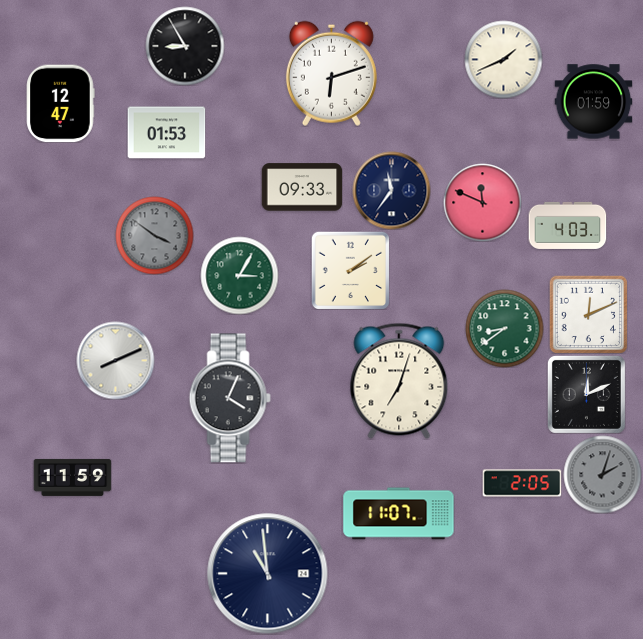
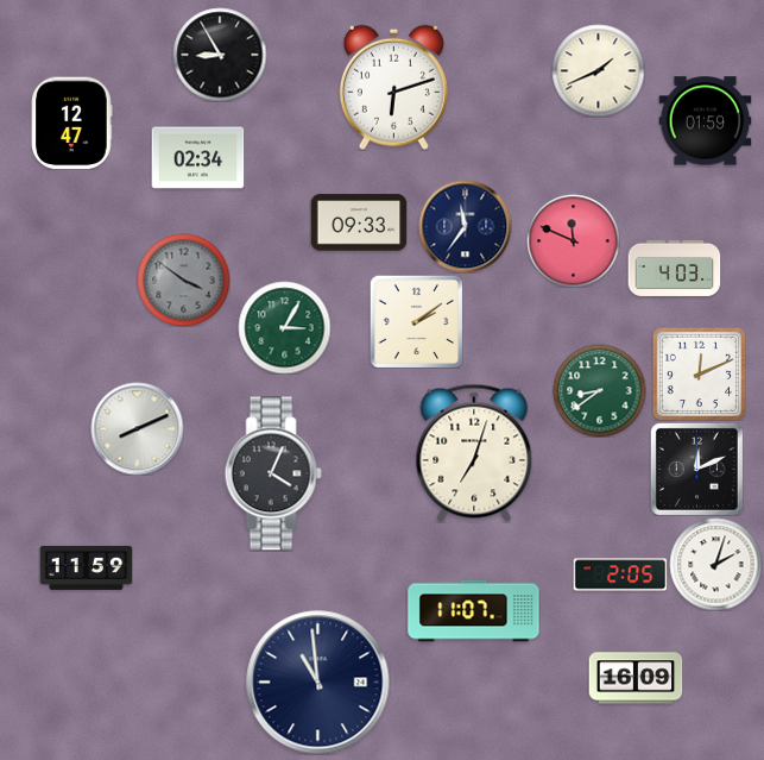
clock at (166, 133): 01:53 -> 02:34
clock at (602, 474) dial: grey -> white
clock at (636, 678): none -> 16:09
